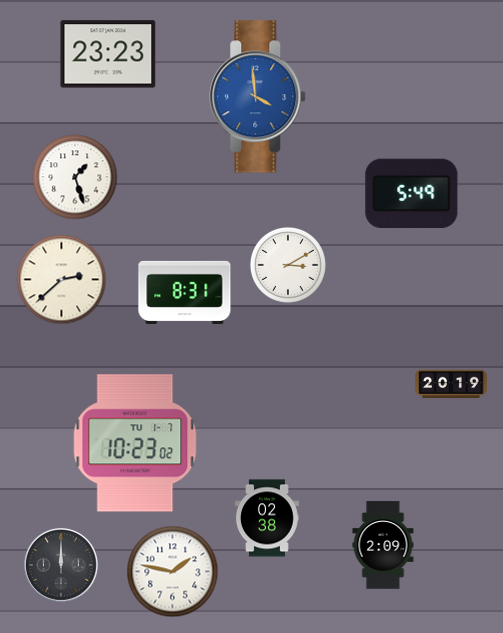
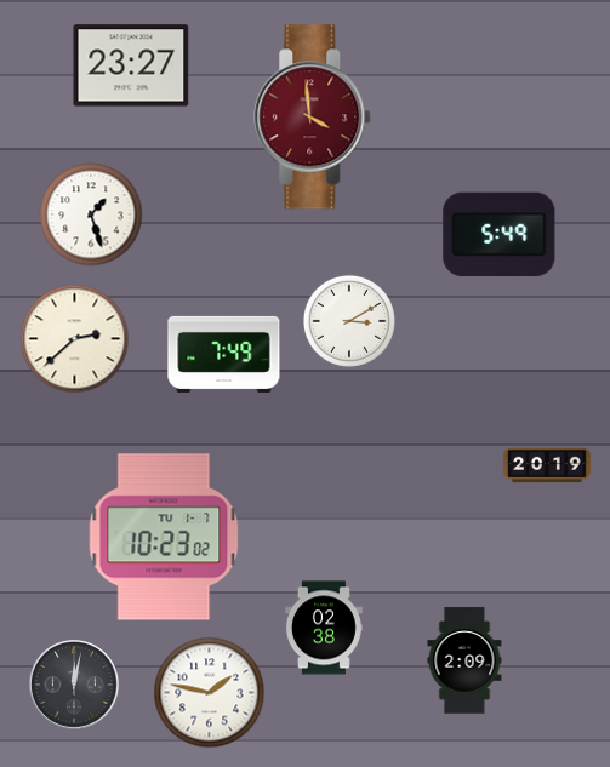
clock at (108, 54): 23:23 -> 23:27
clock at (258, 97) dial: blue -> burgundy
clock at (185, 292): 8:31 -> 7:49
clock at (61, 565): 12:00 -> 12:02
